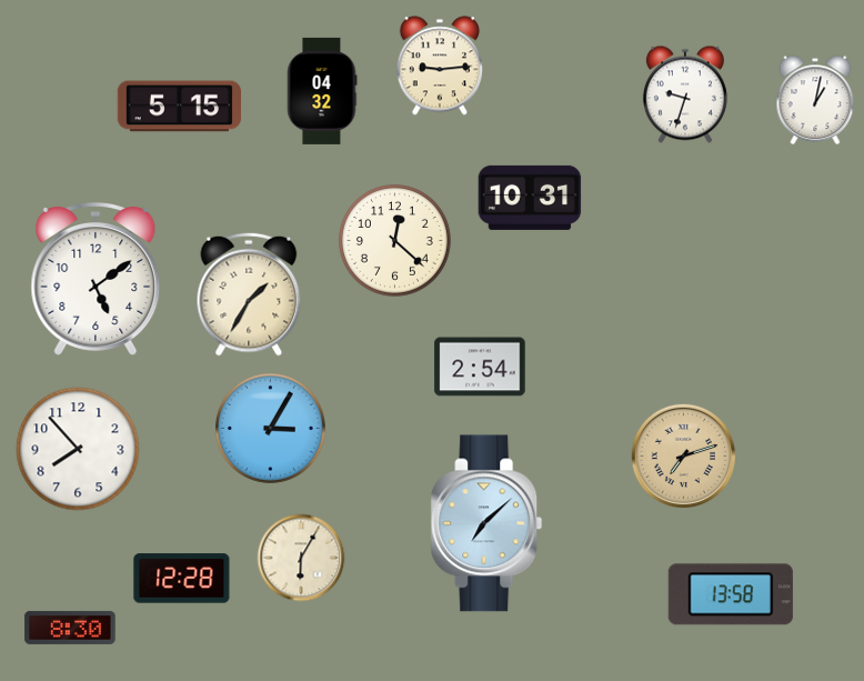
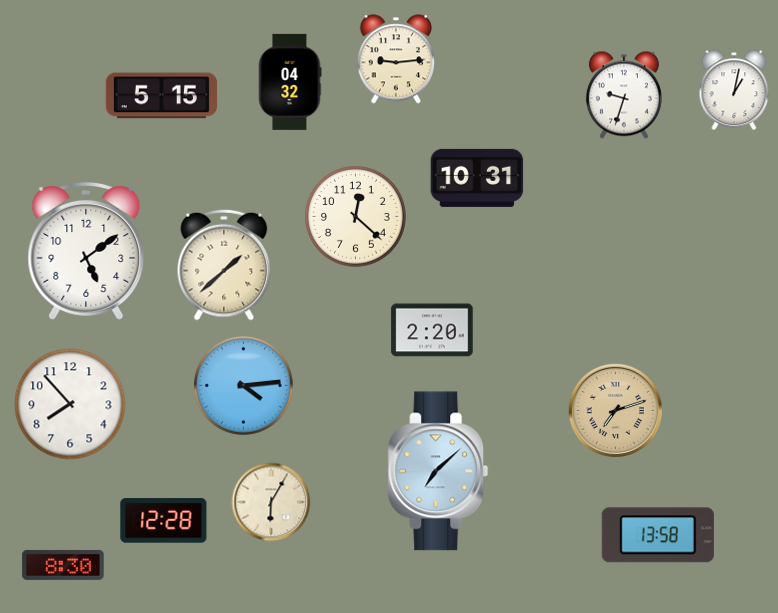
clock at (685, 94) position: (685, 94) -> (624, 95)
clock at (249, 294): 1:35 -> 1:38
clock at (480, 367): 2:54 -> 2:20
clock at (271, 429): 3:05 -> 4:14
